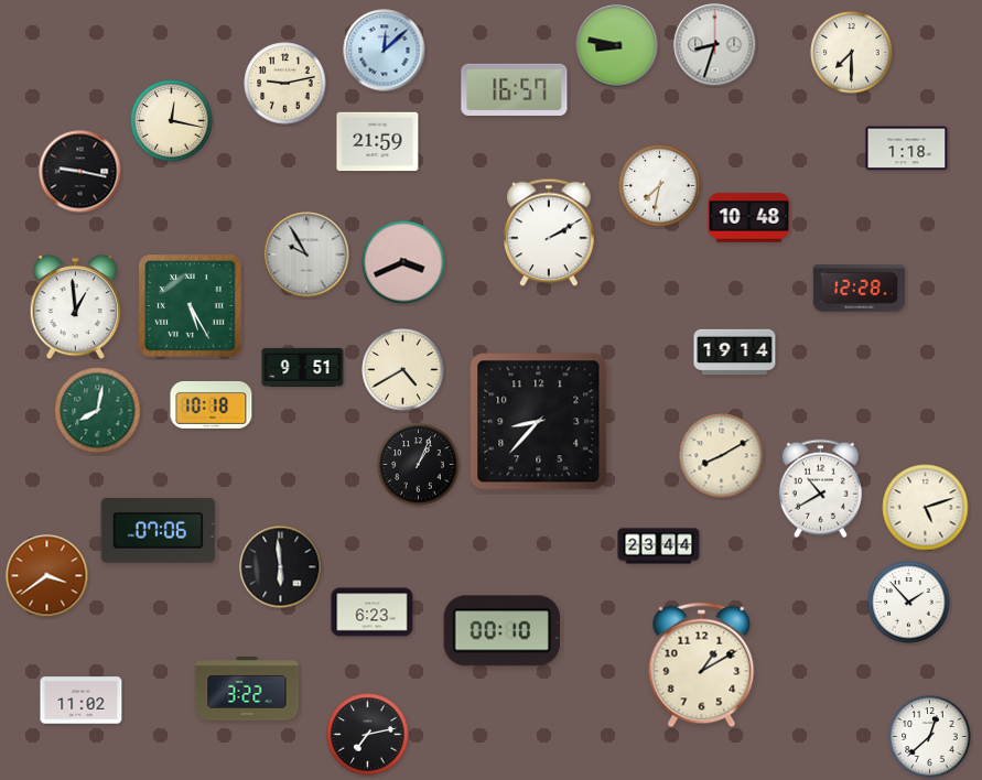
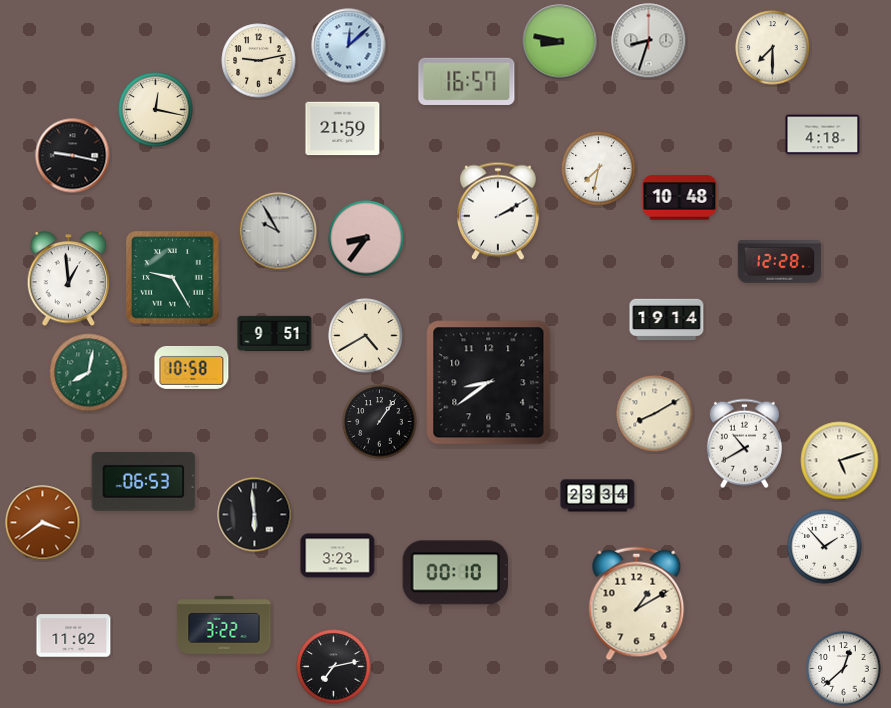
clock at (285, 84) position: (285, 84) -> (259, 61)
clock at (907, 149): 1:18 -> 4:18
clock at (403, 262): 3:41 -> 8:36
clock at (191, 306): 5:25 -> 9:25
clock at (212, 404): 10:18 -> 10:58
clock at (539, 422): 8:37 -> 8:39
clock at (419, 465): 1:04 -> 1:06
clock at (159, 530): 07:06 -> 06:53
clock at (659, 546): 23:44 -> 23:34
clock at (373, 613): 6:23 -> 3:23
